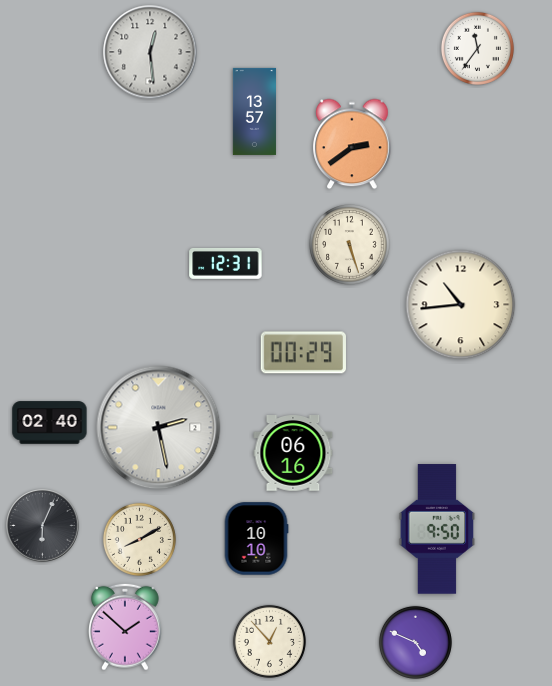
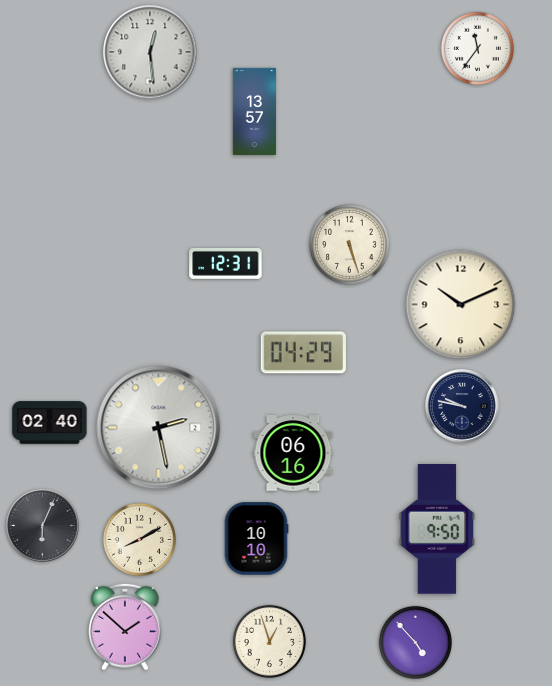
clock at (352, 144): 2:39 -> none
clock at (461, 305): 10:44 -> 10:11
clock at (303, 353): 00:29 -> 04:29
clock at (462, 406): none -> 9:47
clock at (269, 641): 12:53 -> 12:57
clock at (415, 642): 4:49 -> 4:53
